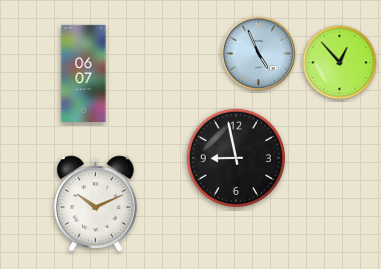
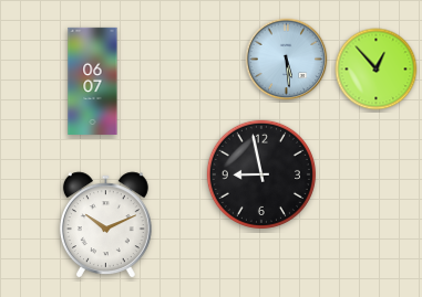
clock at (259, 54): 4:56 -> 5:29
